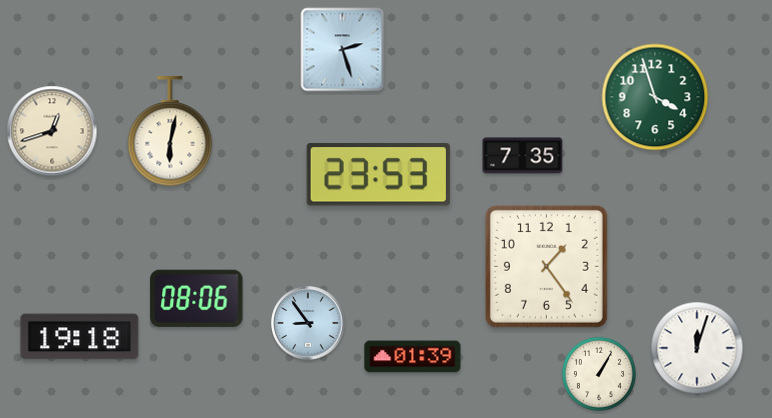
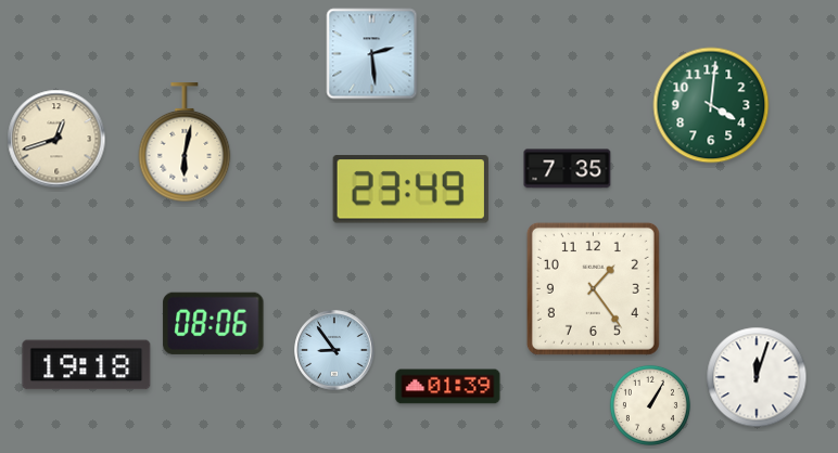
clock at (343, 50): 2:27 -> 2:29
clock at (655, 97): 3:57 -> 4:01
clock at (52, 131) position: (52, 131) -> (56, 139)
clock at (378, 175): 23:53 -> 23:49
